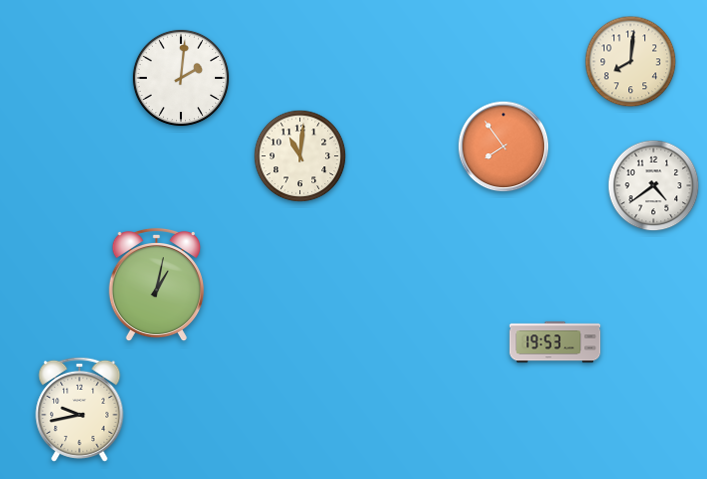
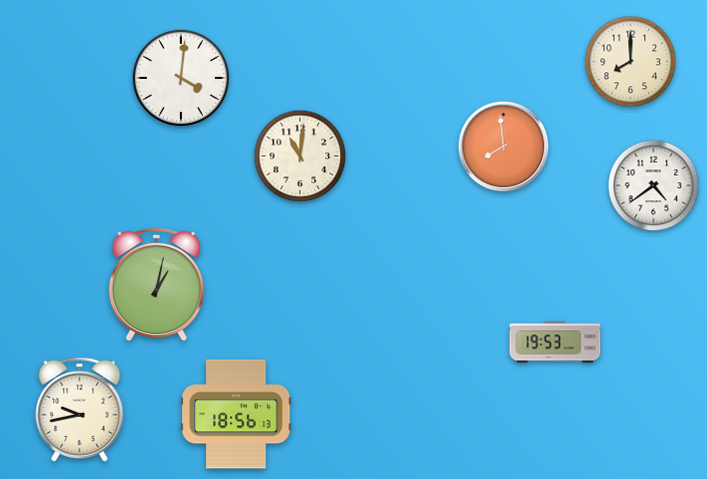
clock at (631, 62): 8:01 -> 8:00
clock at (181, 78): 2:01 -> 4:01
clock at (504, 147): 7:54 -> 7:59
clock at (236, 414): none -> 18:56
